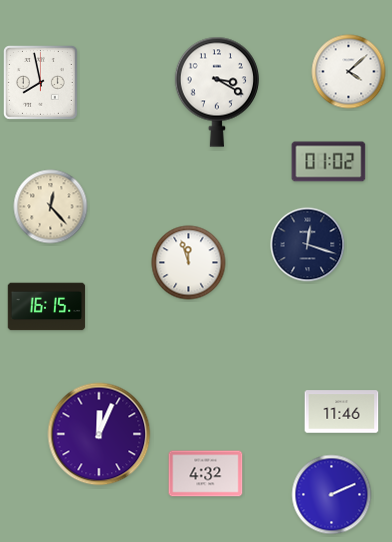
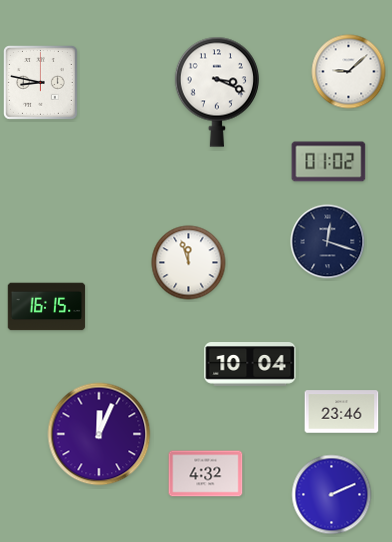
clock at (349, 72): 4:08 -> 9:08
clock at (41, 83): 7:58 -> 8:47
clock at (216, 92): 3:20 -> 3:19
clock at (51, 207): 12:23 -> none
clock at (308, 245) position: (308, 245) -> (328, 242)
clock at (250, 364): none -> 10:04
clock at (342, 412): 11:46 -> 23:46
